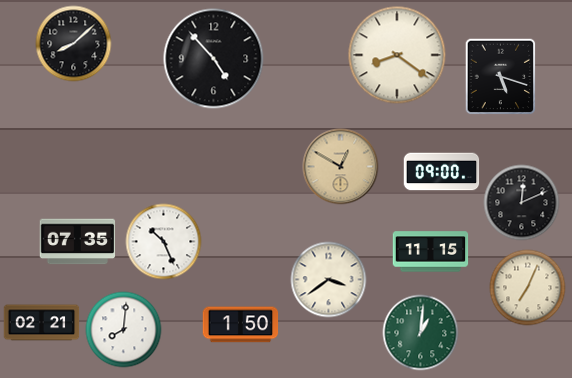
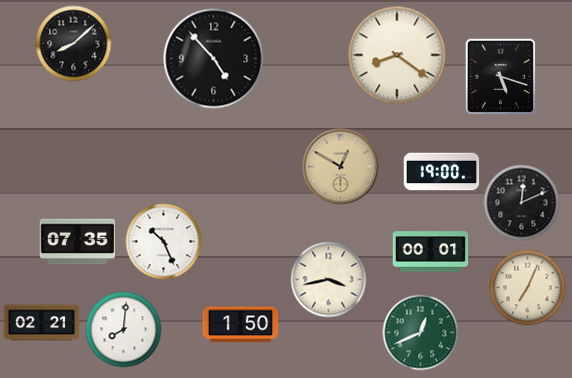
clock at (442, 172): 09:00 -> 19:00
clock at (431, 252): 11:15 -> 00:01
clock at (329, 280): 3:39 -> 3:43
clock at (421, 333): 1:01 -> 12:41
